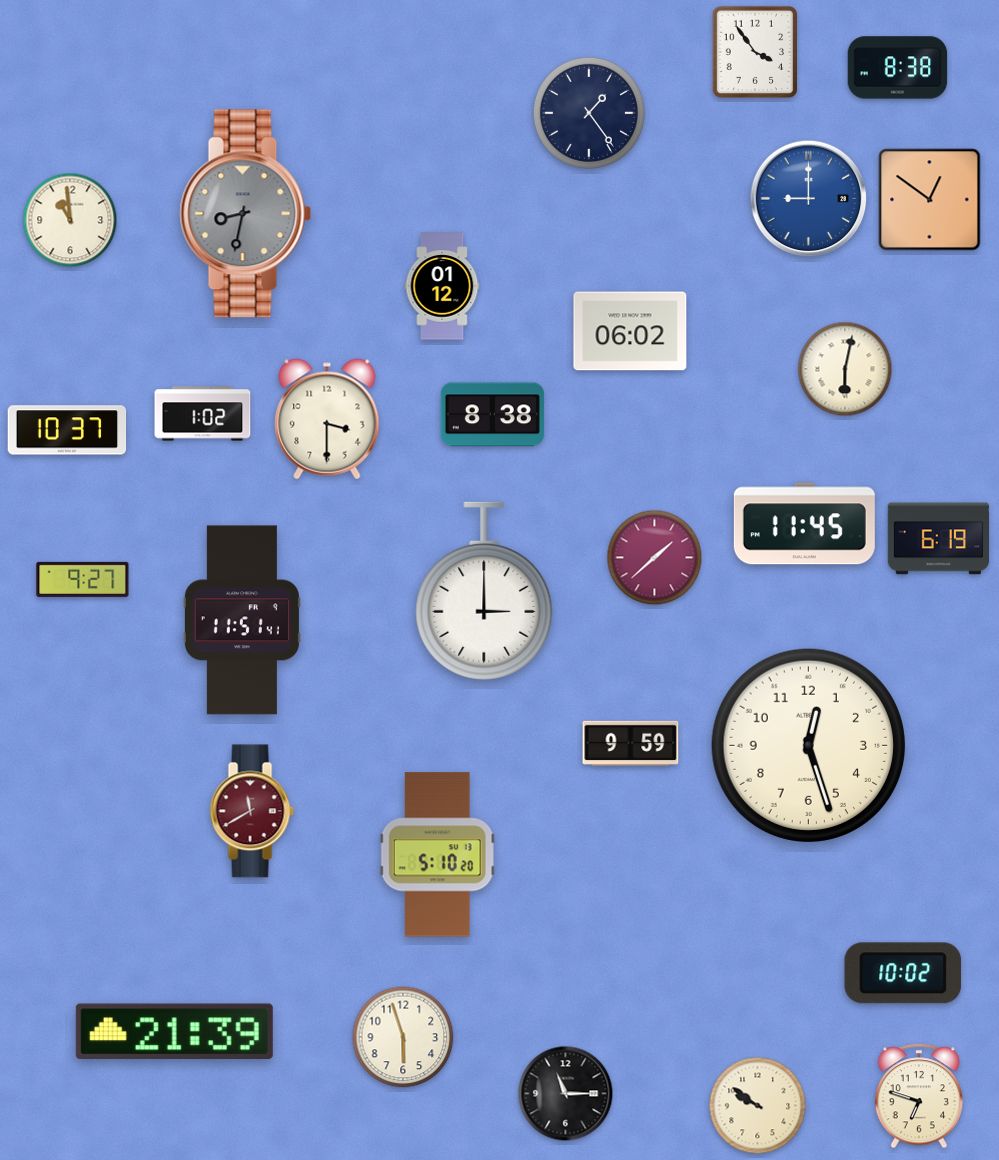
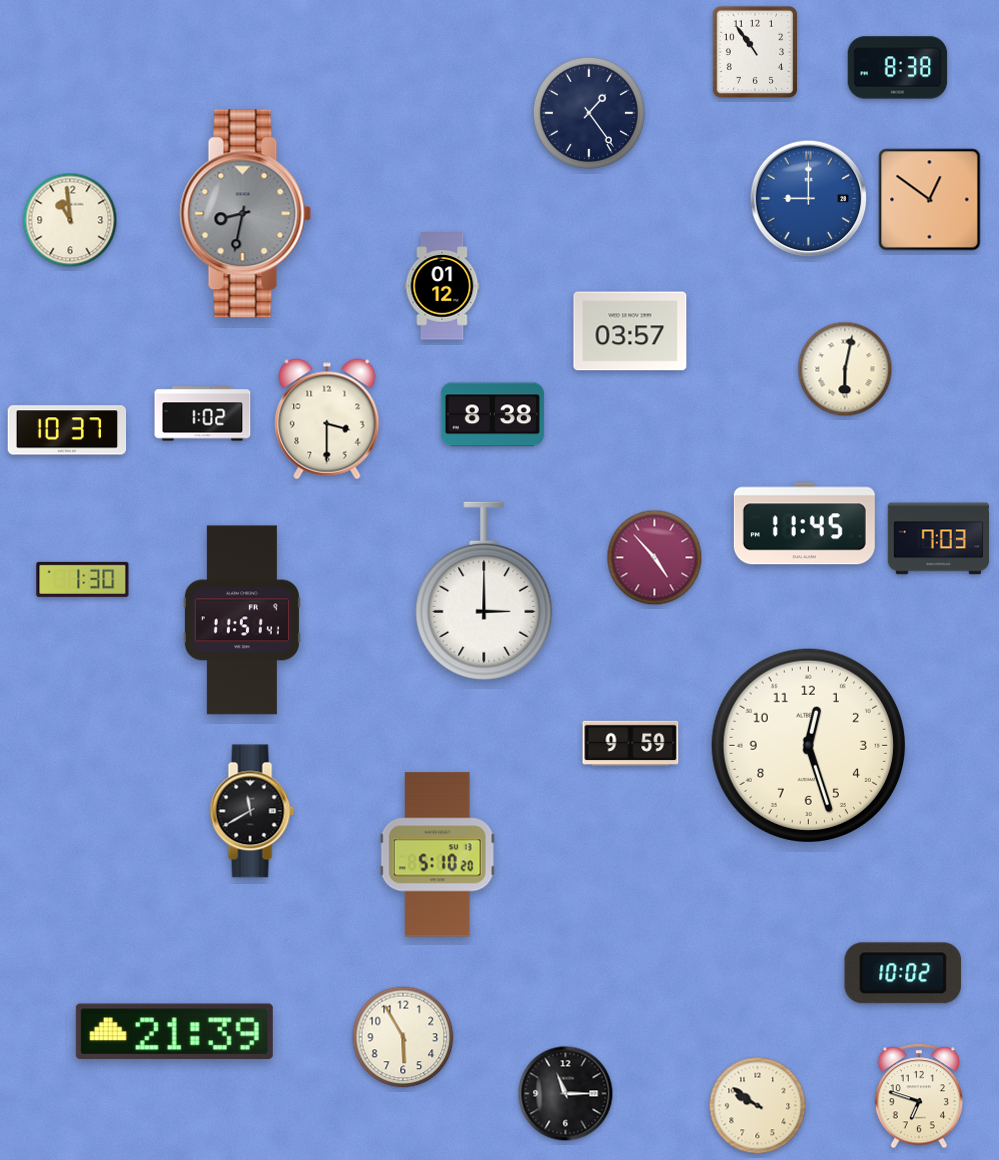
clock at (754, 52): 3:54 -> 10:54
clock at (630, 331): 06:02 -> 03:57
clock at (938, 539): 6:19 -> 7:03
clock at (655, 558): 1:38 -> 4:53
clock at (83, 579): 9:27 -> 1:30
clock at (252, 811) dial: burgundy -> black
clock at (403, 1037): 5:57 -> 5:55
